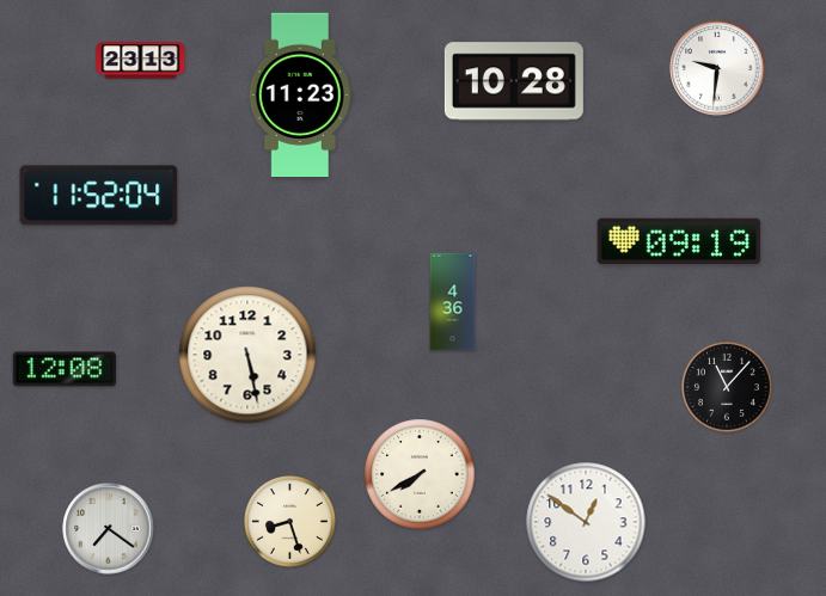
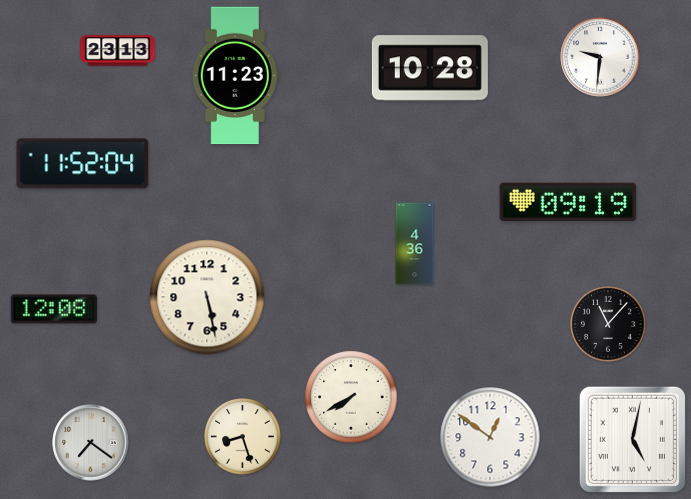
clock at (300, 96) position: (300, 96) -> (235, 76)
clock at (453, 302) position: (453, 302) -> (415, 244)
clock at (632, 439): none -> 5:02
